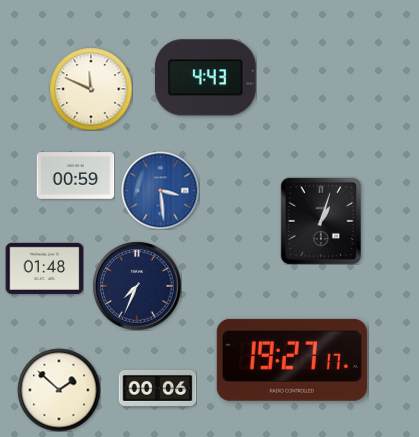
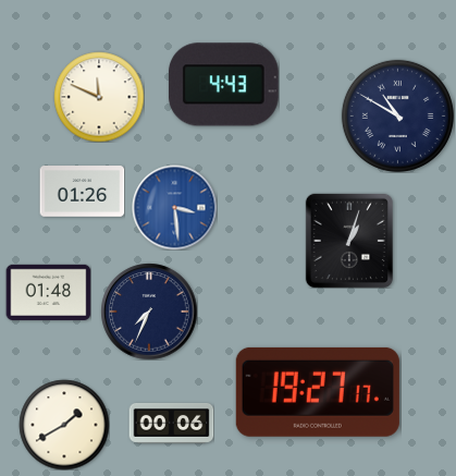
clock at (397, 115): none -> 10:50
clock at (75, 176): 00:59 -> 01:26
clock at (59, 390): 1:52 -> 1:40
